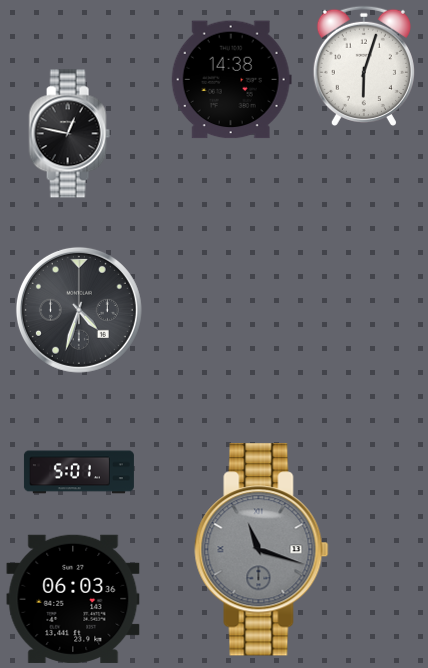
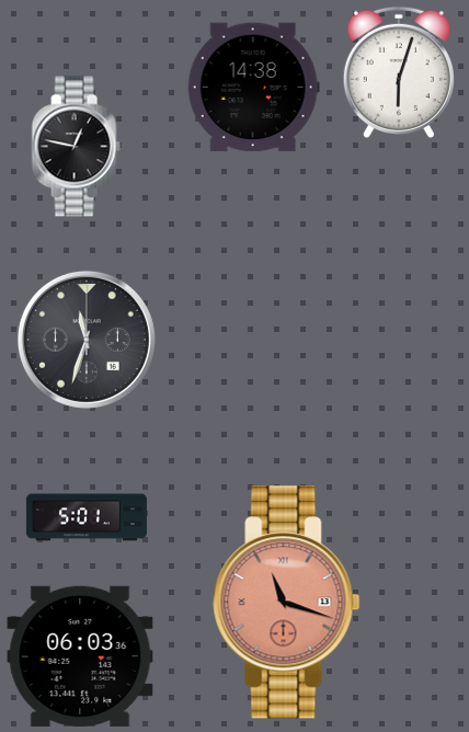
clock at (79, 310): 4:33 -> 11:33
clock at (262, 550) dial: grey -> salmon
